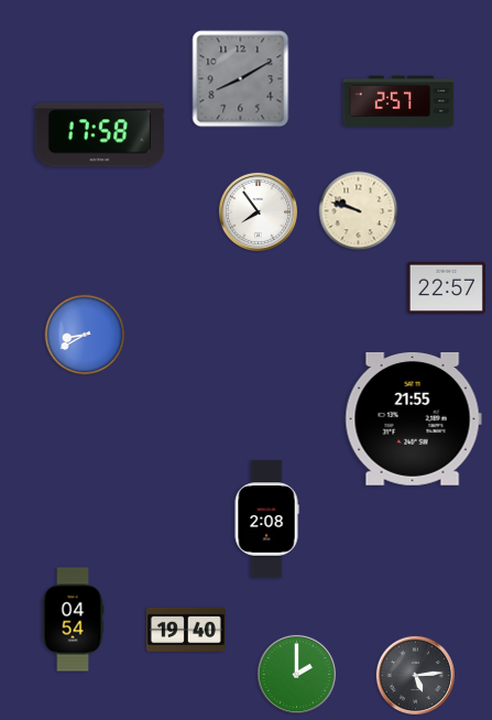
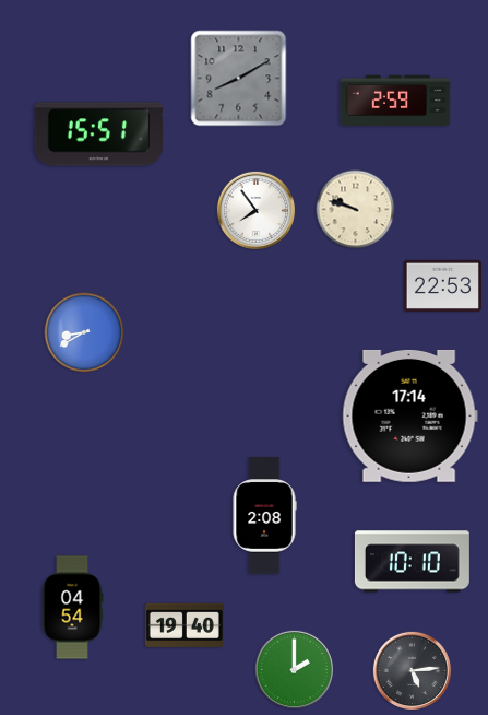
clock at (398, 101): 2:57 -> 2:59
clock at (100, 135): 17:58 -> 15:51
clock at (446, 287): 22:57 -> 22:53
clock at (413, 418): 21:55 -> 17:14
clock at (412, 562): none -> 10:10
clock at (73, 620) position: (73, 620) -> (72, 608)
